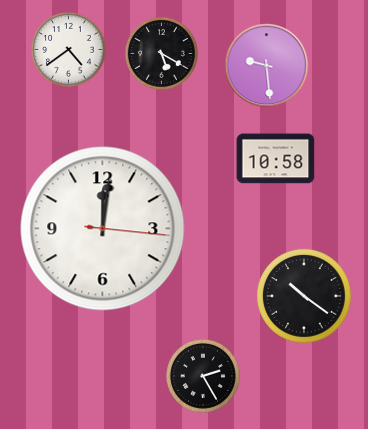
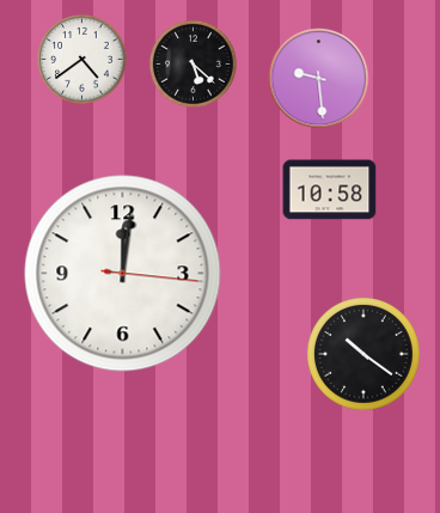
clock at (161, 53): 5:20 -> 5:22
clock at (204, 377): 2:25 -> none
